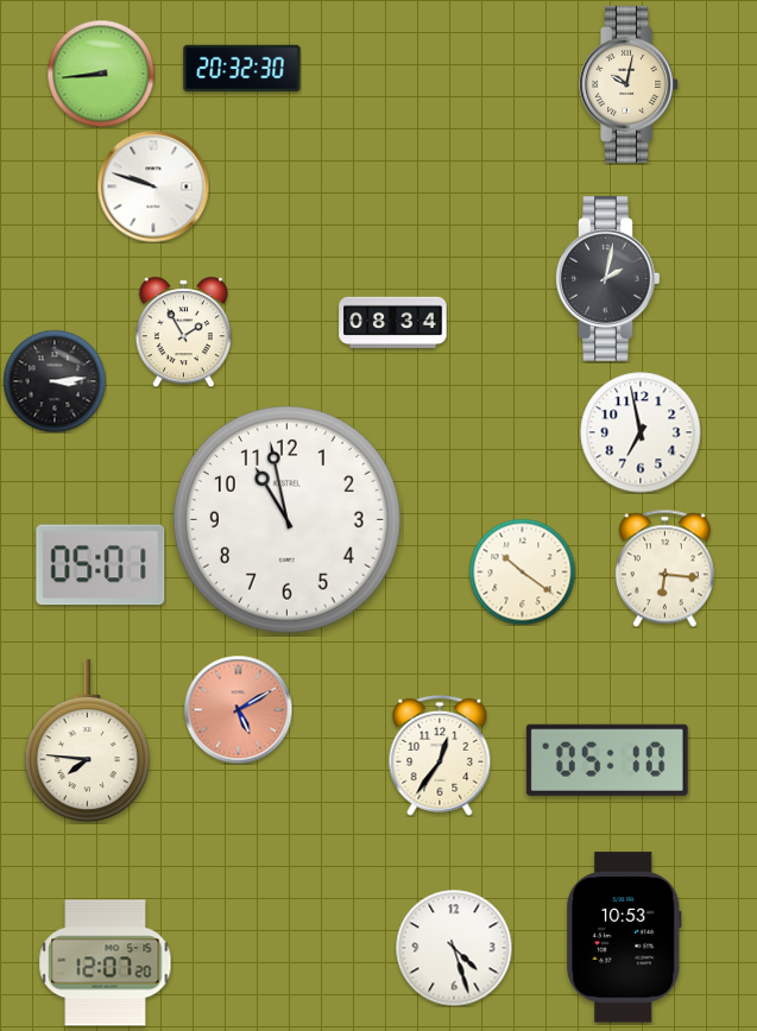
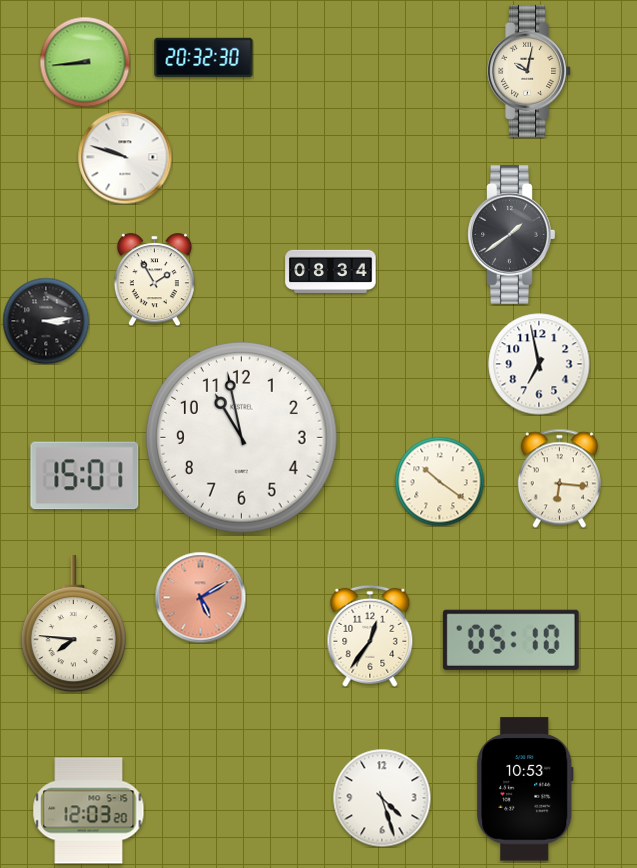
clock at (153, 186) position: (153, 186) -> (125, 157)
clock at (608, 279): 2:02 -> 1:39
clock at (101, 565): 05:01 -> 15:01
clock at (106, 963): 12:07 -> 12:03
